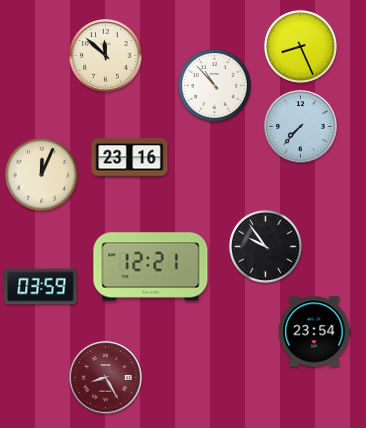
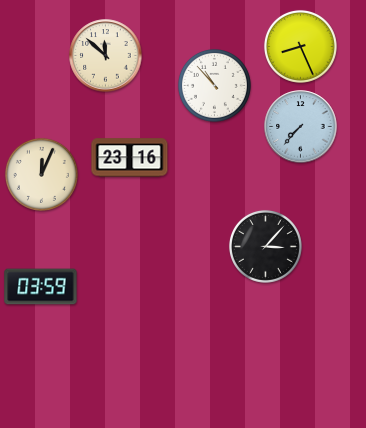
clock at (265, 246): 9:54 -> 3:07
clock at (151, 267): 12:21 -> none
clock at (314, 332): 23:54 -> none
clock at (106, 378): 8:25 -> none
